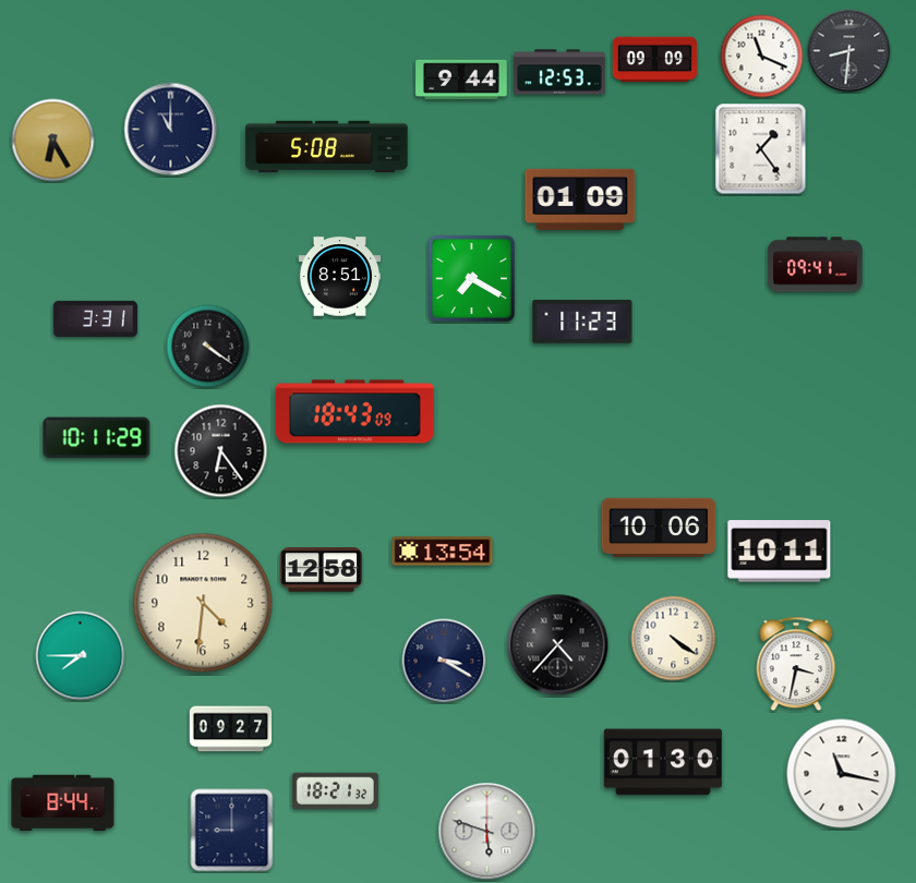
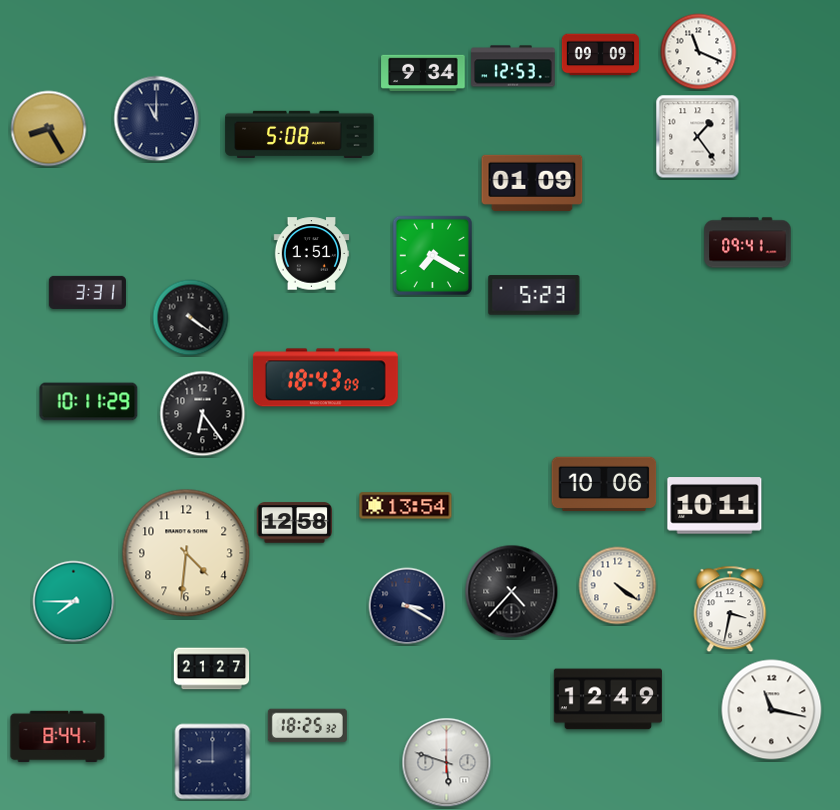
clock at (849, 51): 8:31 -> none
clock at (461, 80): 9:44 -> 9:34
clock at (53, 141): 6:25 -> 8:25
clock at (340, 277): 8:51 -> 1:51
clock at (582, 322): 11:23 -> 5:23
clock at (231, 729): 09:27 -> 21:27
clock at (663, 762): 01:30 -> 12:49
clock at (335, 791): 18:21 -> 18:25
